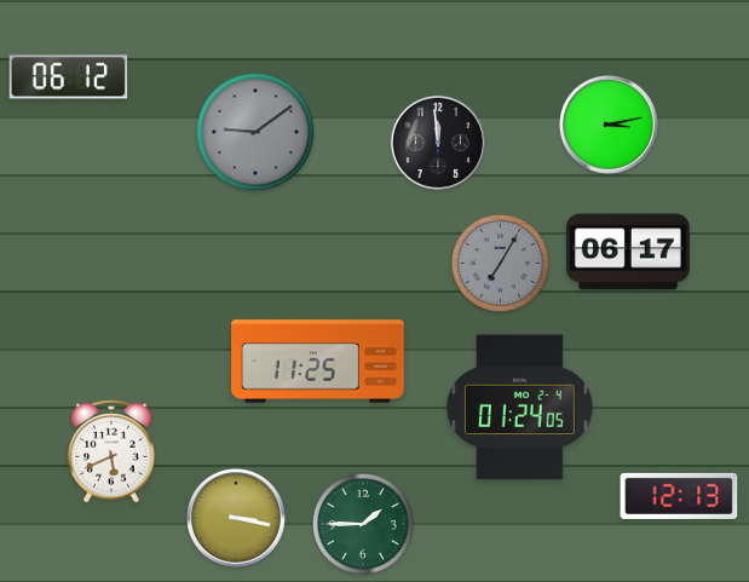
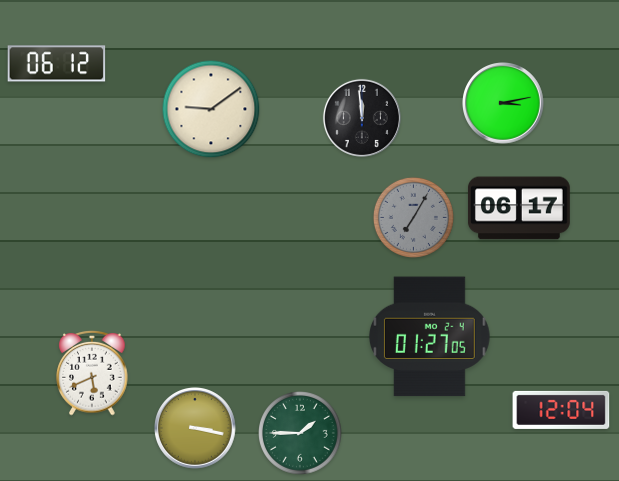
clock at (255, 132) dial: grey -> cream
clock at (318, 362): 11:25 -> none
clock at (519, 408): 01:24 -> 01:27
clock at (679, 496): 12:13 -> 12:04
